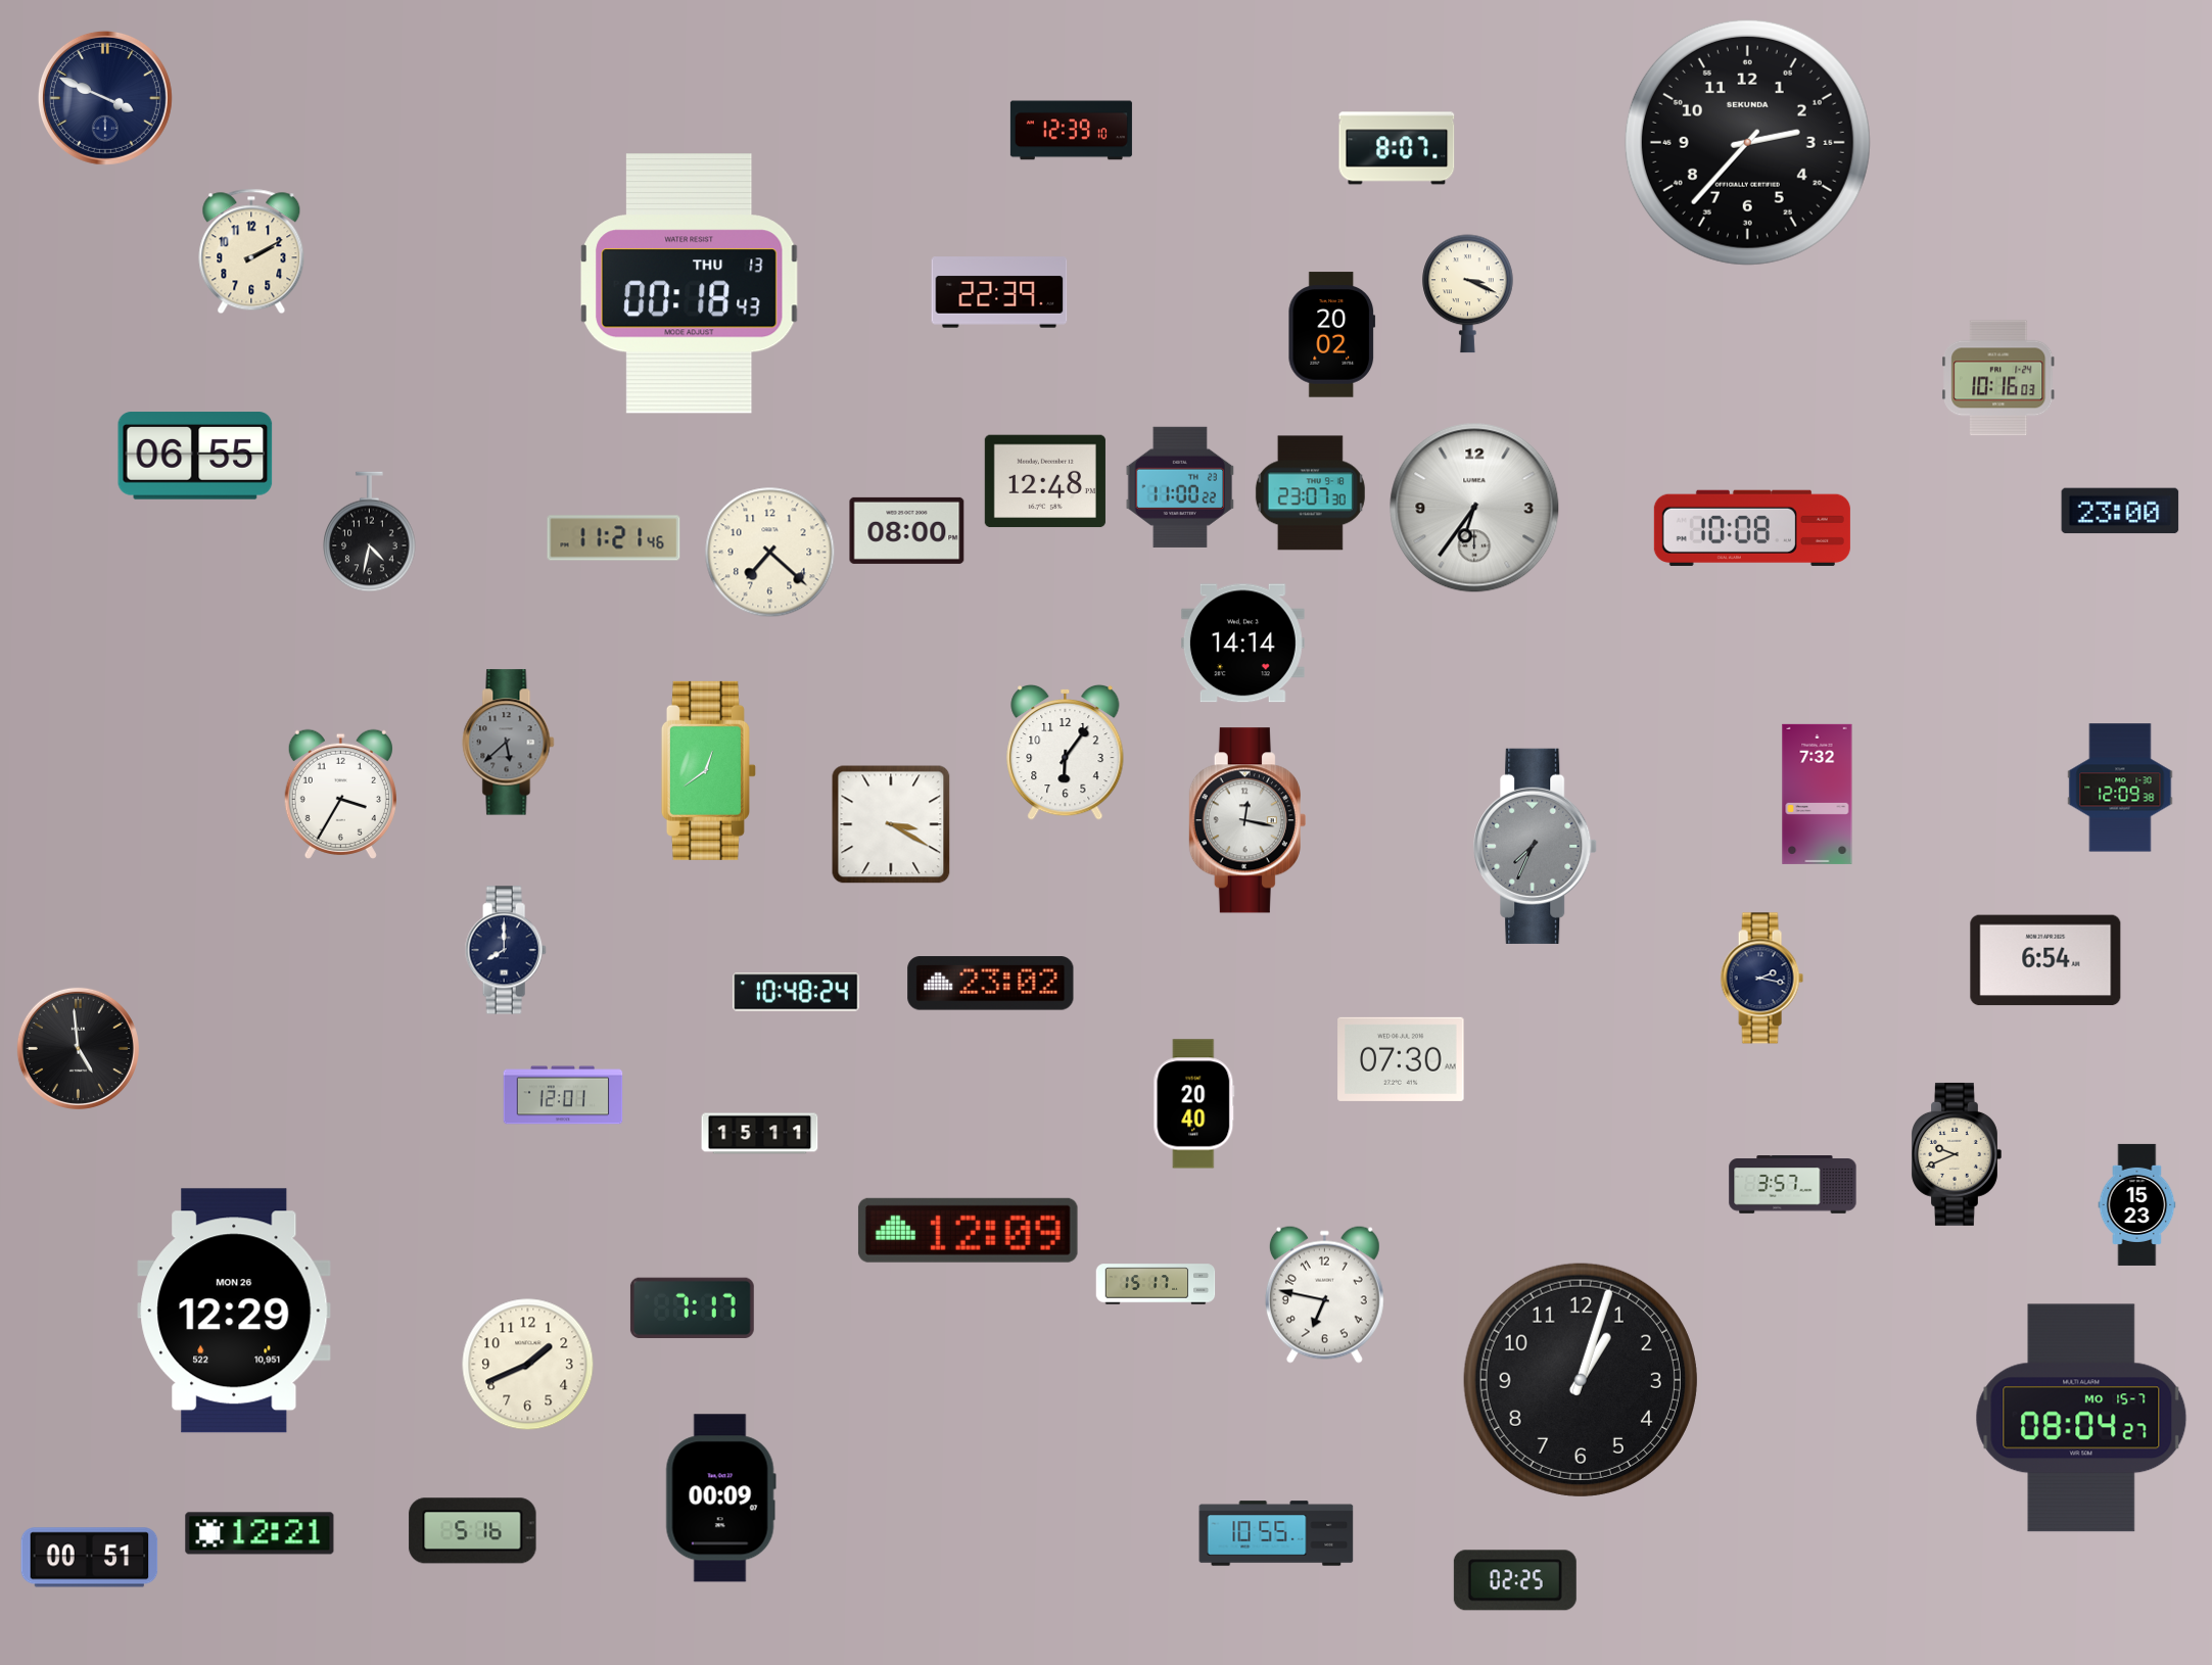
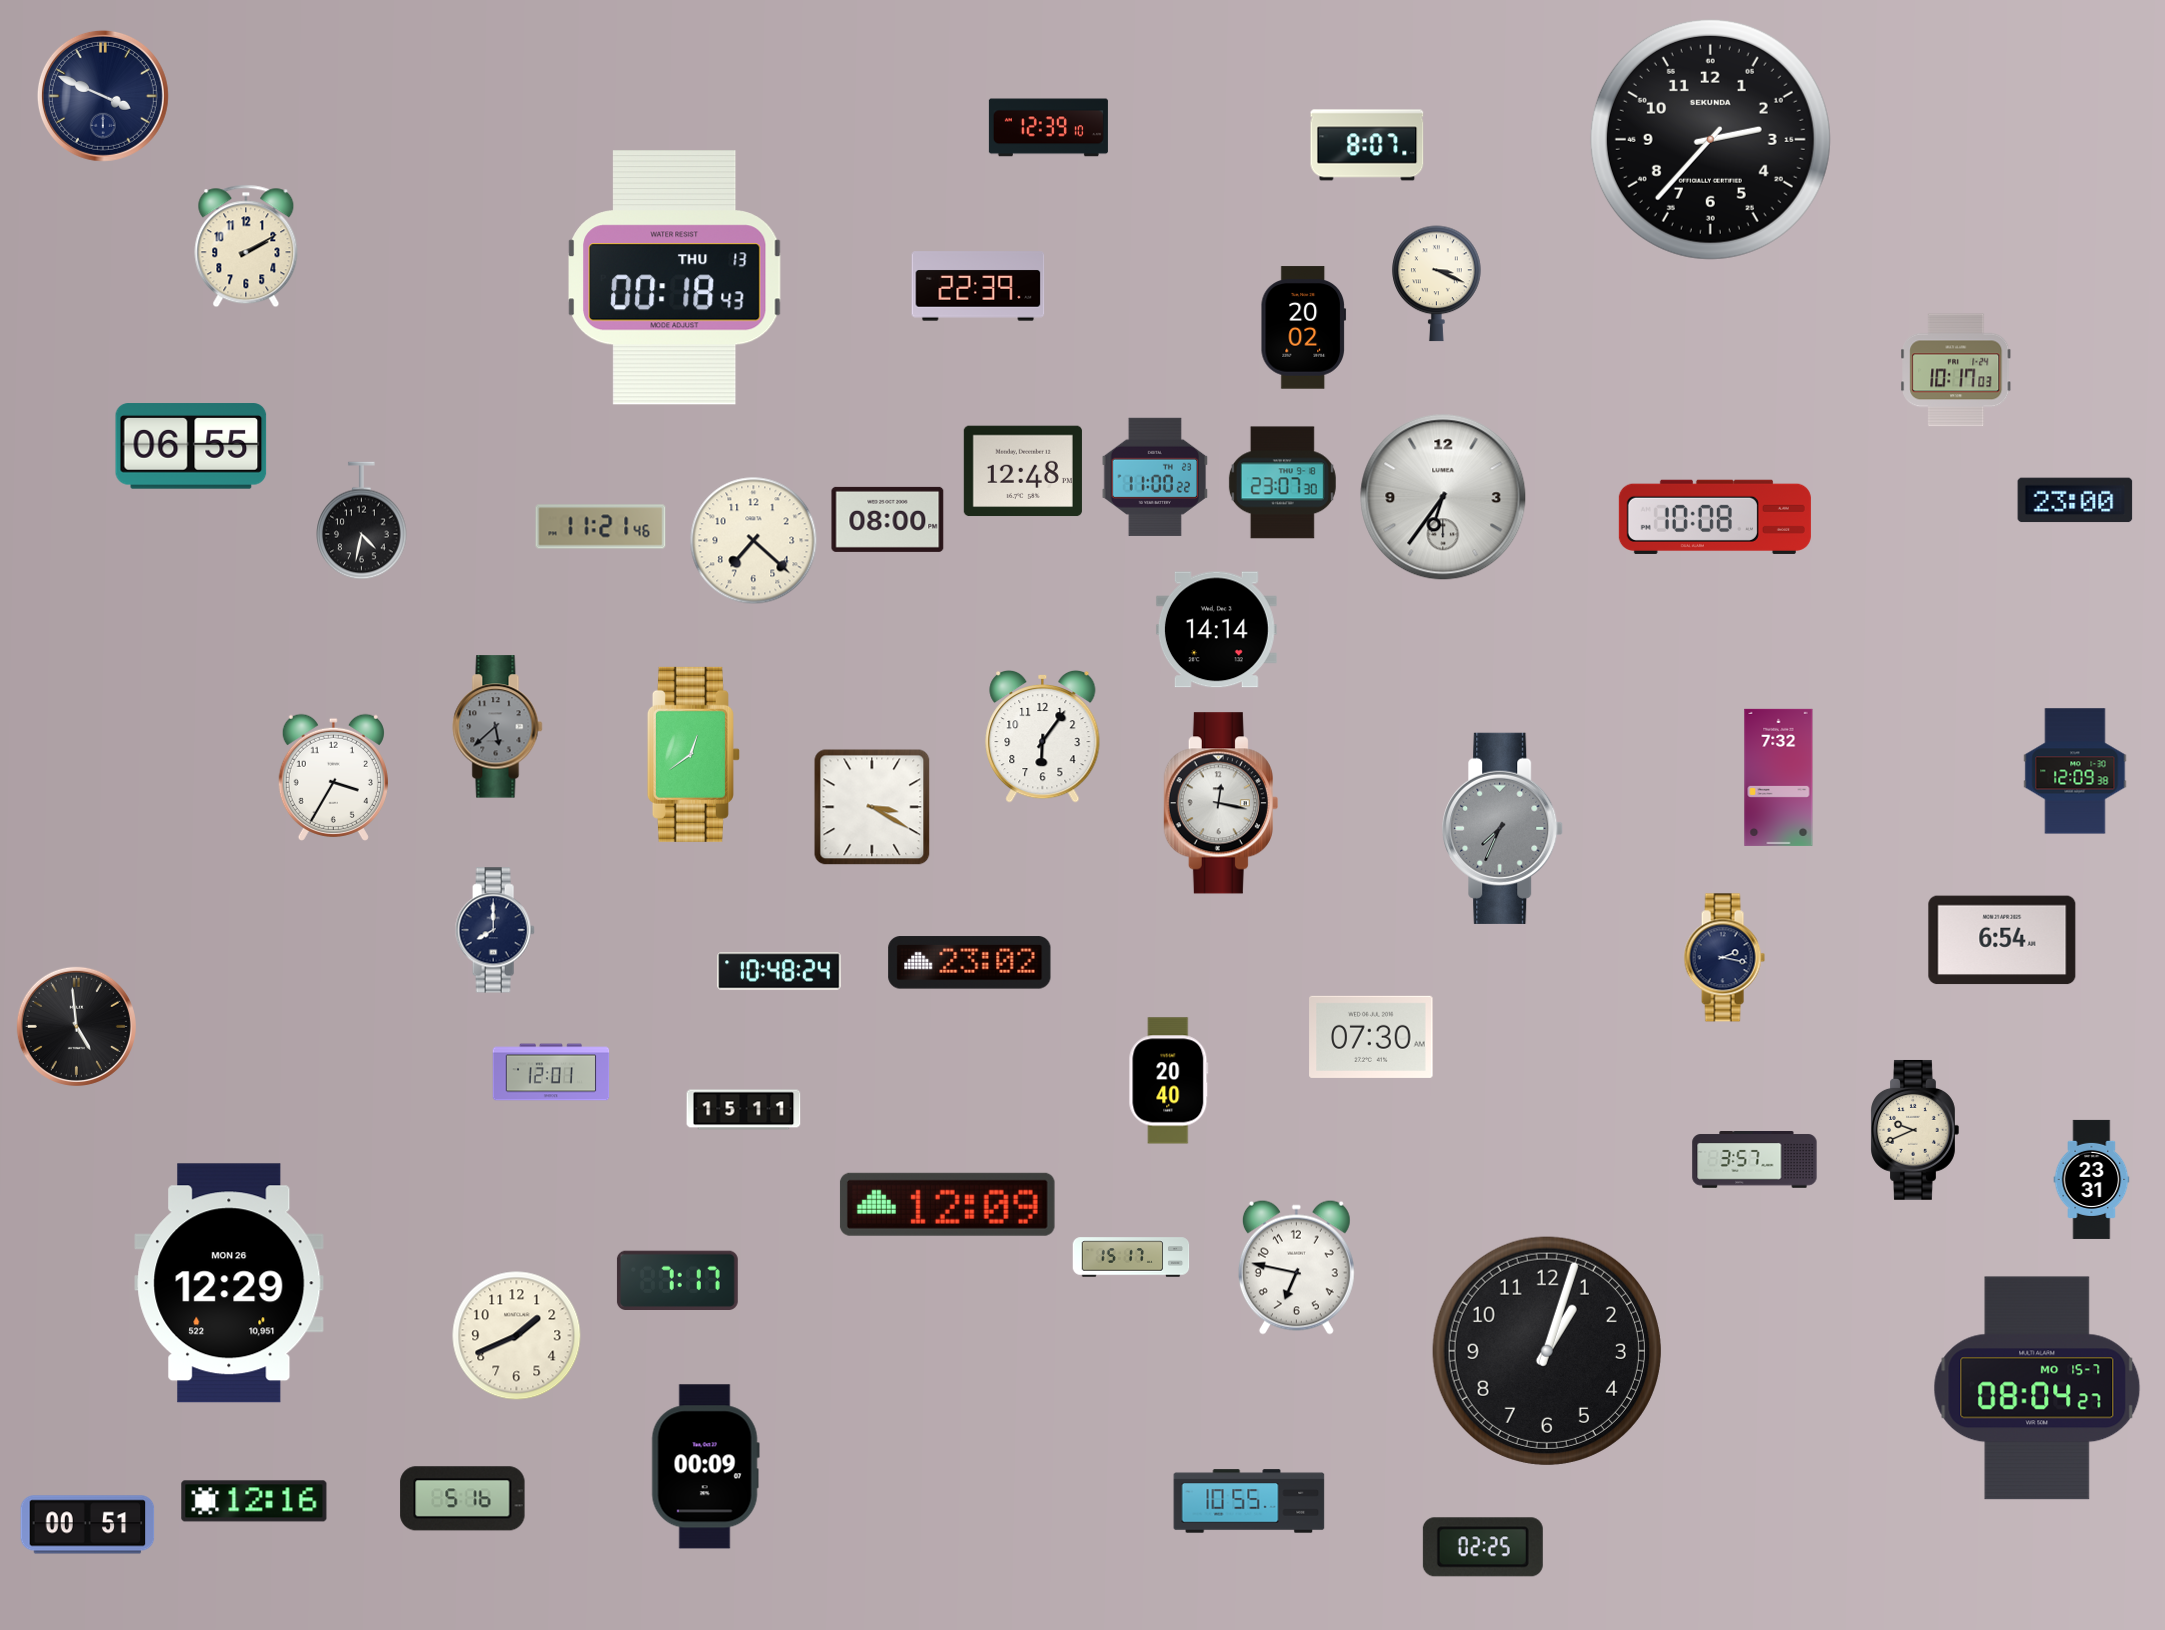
clock at (1468, 294) position: (1468, 294) -> (1437, 284)
clock at (1998, 378): 10:16 -> 10:17
clock at (2137, 1204): 15:23 -> 23:31
clock at (260, 1533): 12:21 -> 12:16
